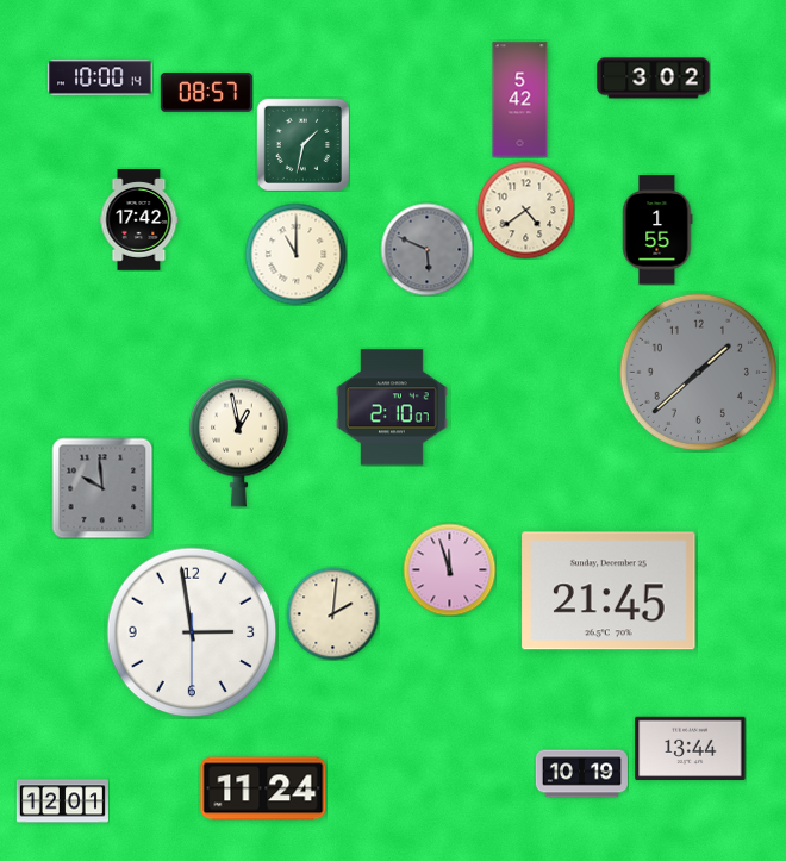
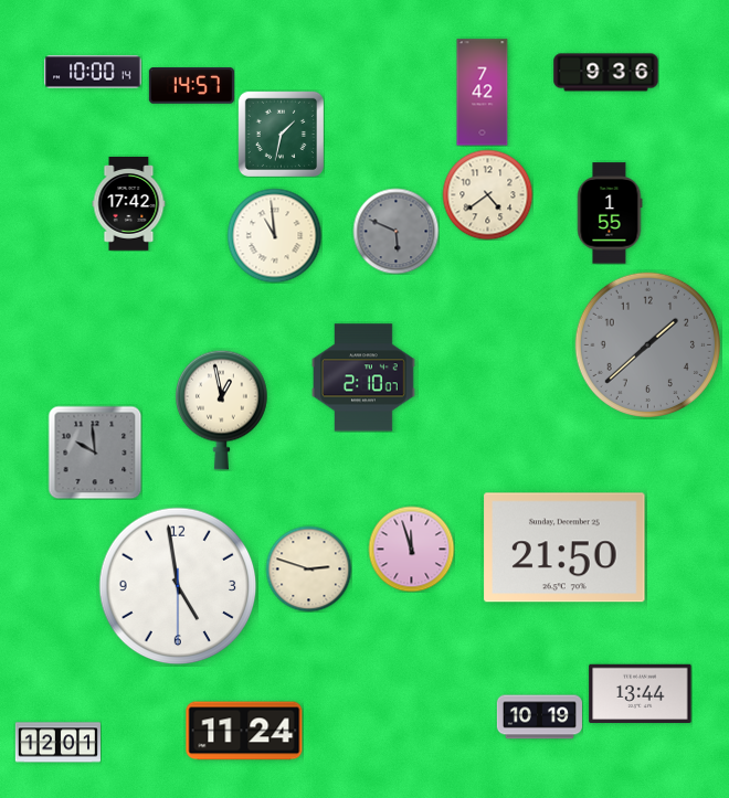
clock at (654, 79): 3:02 -> 9:36
clock at (206, 93): 08:57 -> 14:57
clock at (520, 100): 5:42 -> 7:42
clock at (295, 254): 11:00 -> 10:59
clock at (449, 569) position: (449, 569) -> (411, 549)
clock at (609, 591): 21:45 -> 21:50
clock at (332, 613): 2:01 -> 2:48
clock at (192, 632): 2:58 -> 4:58
